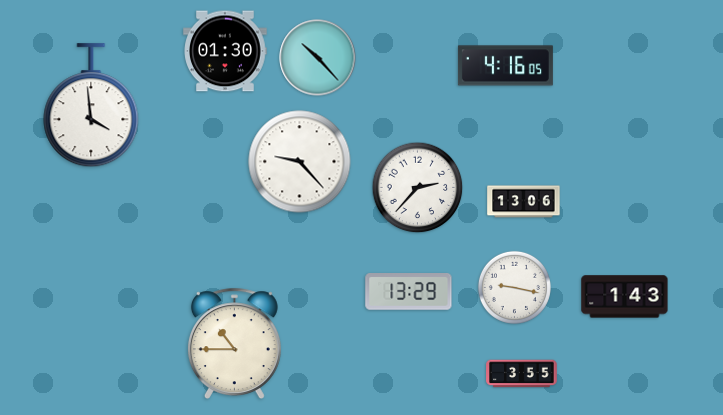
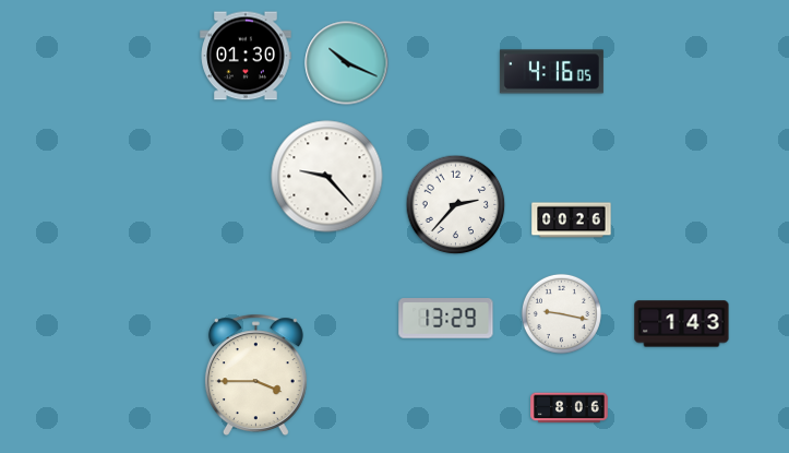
clock at (318, 58): 10:23 -> 10:19
clock at (91, 106): 3:59 -> none
clock at (524, 202): 13:06 -> 00:26
clock at (234, 343): 10:45 -> 3:45
clock at (522, 374): 3:55 -> 8:06
